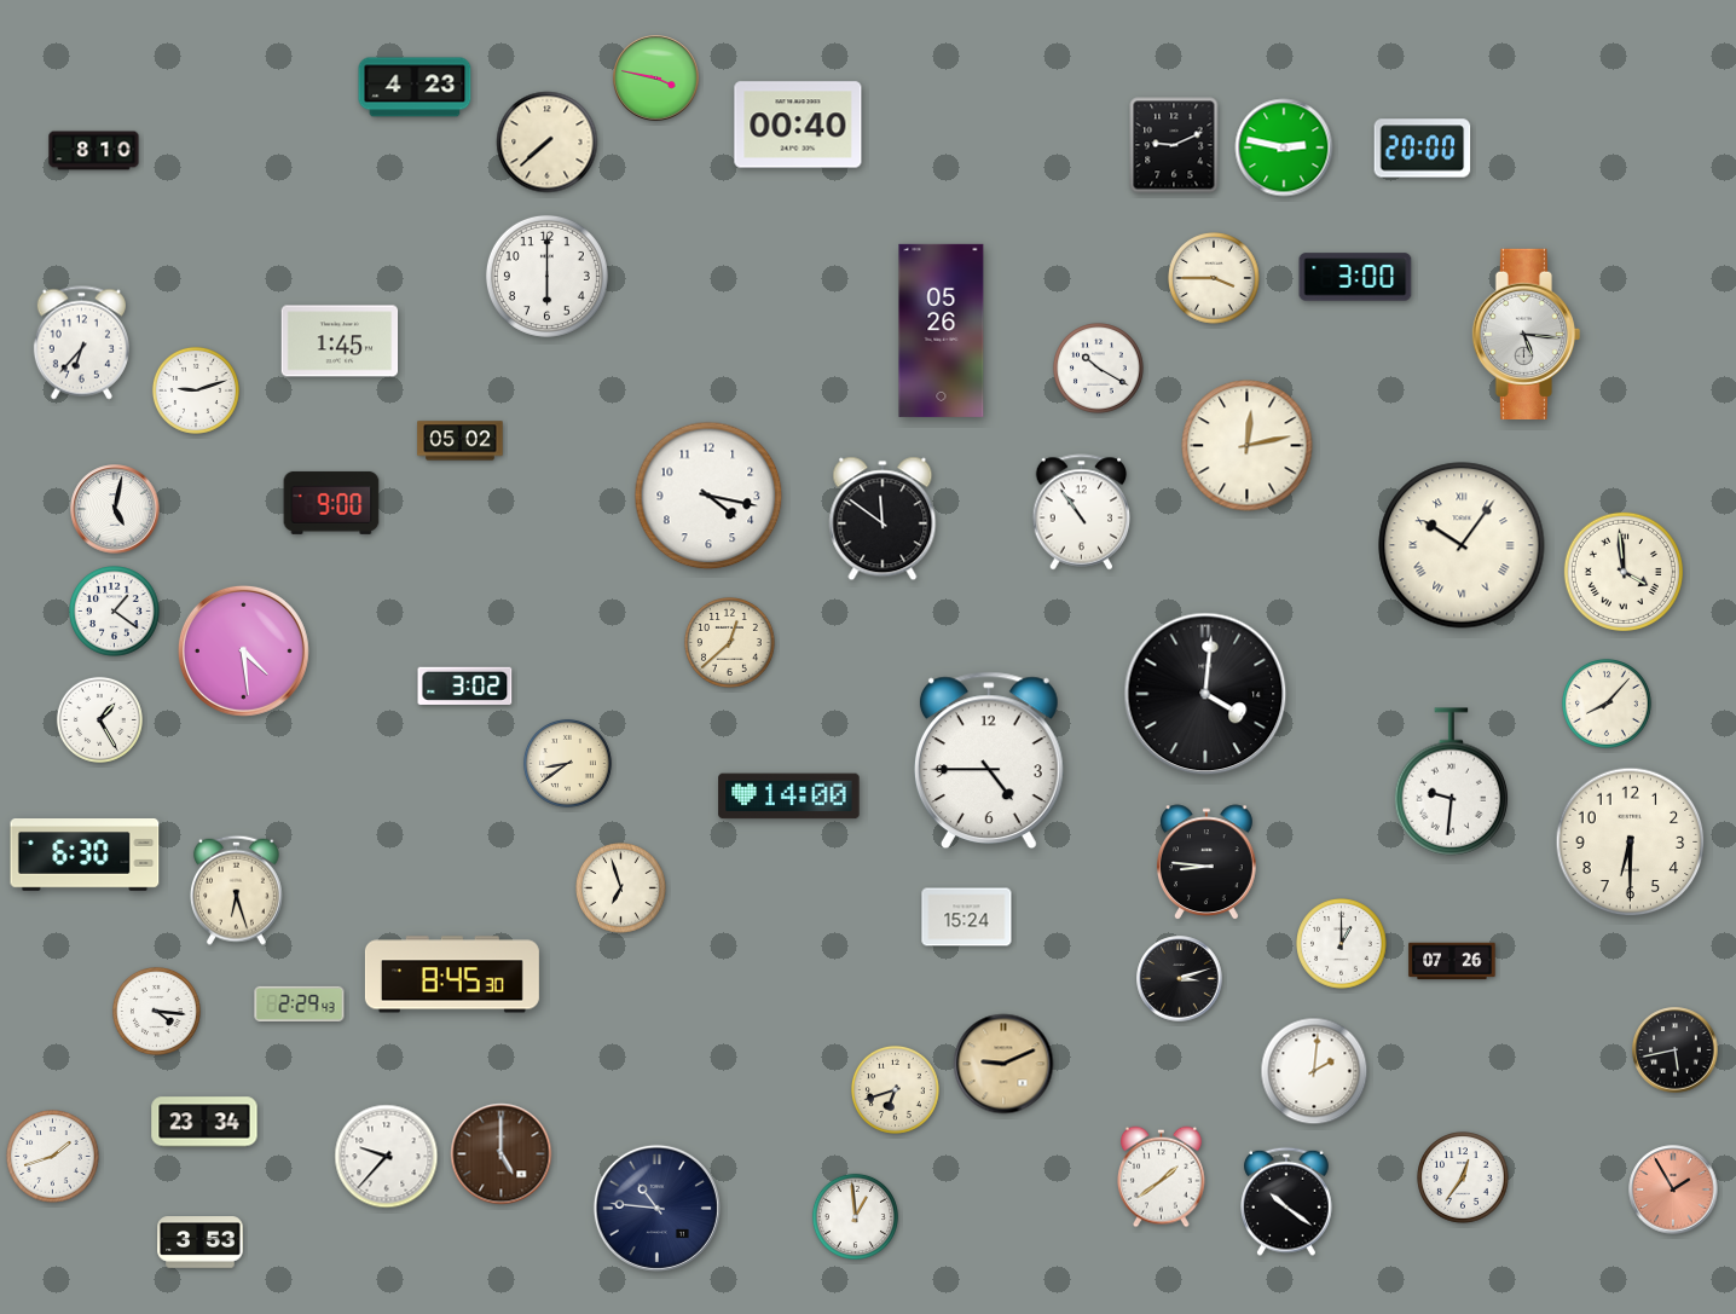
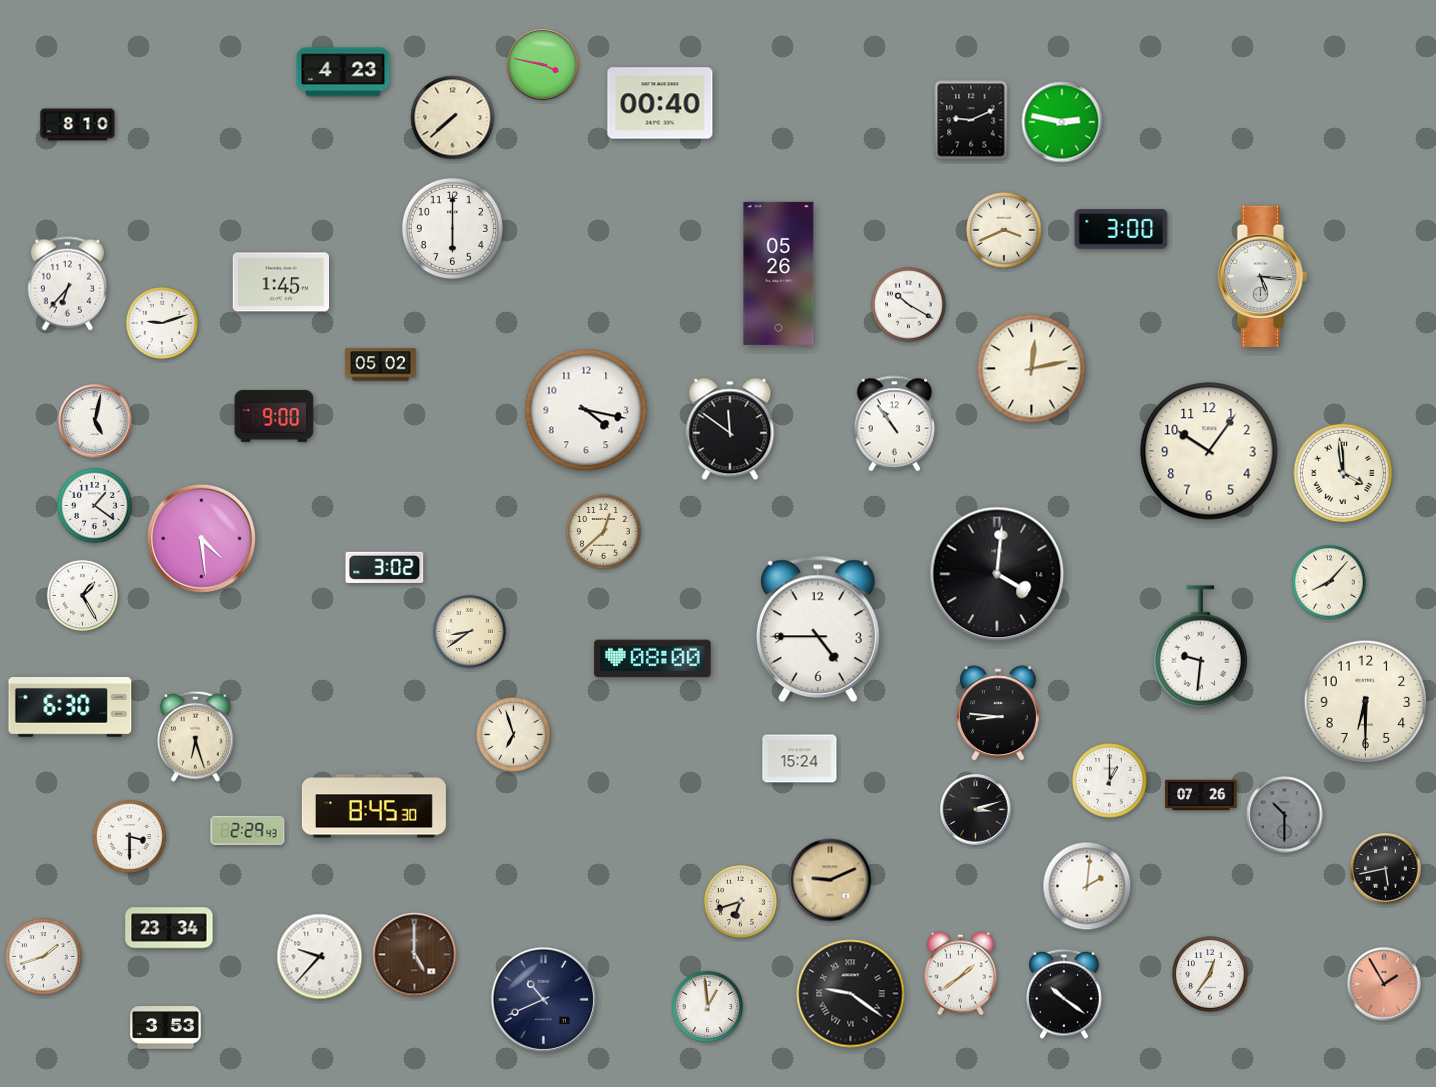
clock at (1423, 149): 20:00 -> none
clock at (1214, 278): 3:45 -> 3:41
clock at (1462, 545) numerals: Roman -> Arabic
clock at (789, 797): 14:00 -> 08:00
clock at (1631, 843) position: (1631, 843) -> (1366, 702)
clock at (1285, 815): none -> 10:30
clock at (156, 1011): 4:16 -> 3:30
clock at (851, 994): none -> 9:21
clock at (656, 1208): 10:46 -> 10:41
